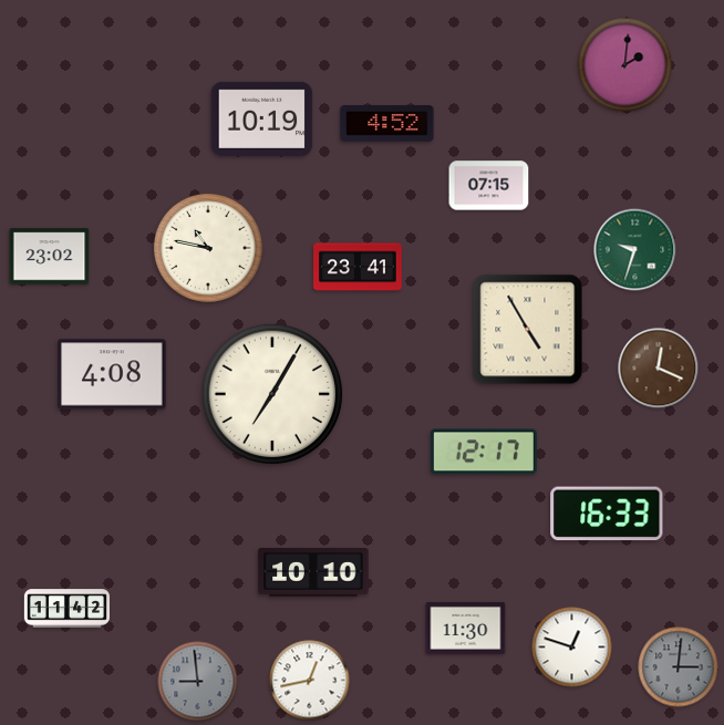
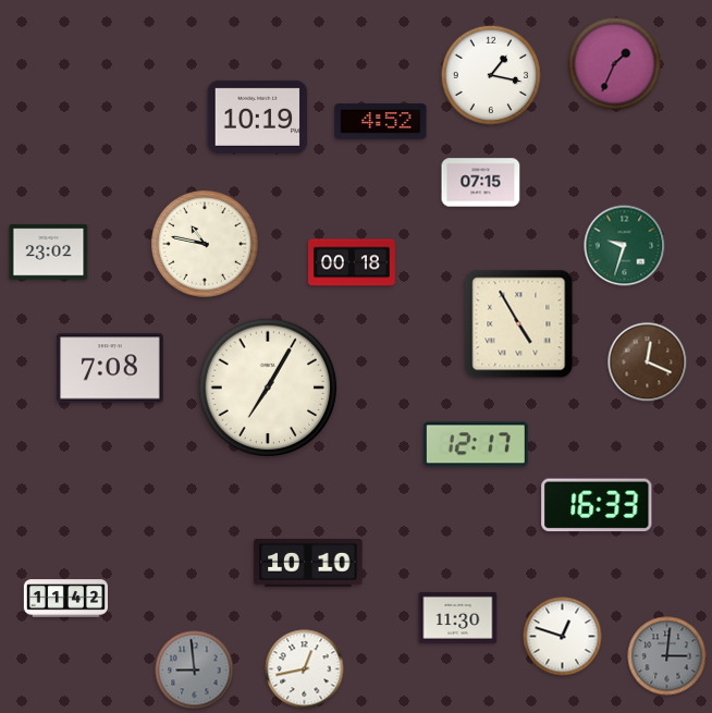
clock at (625, 65): 2:01 -> 1:34
clock at (491, 75): none -> 1:17
clock at (359, 267): 23:41 -> 00:18
clock at (113, 374): 4:08 -> 7:08
